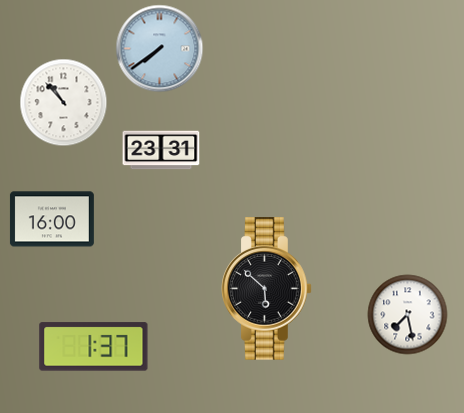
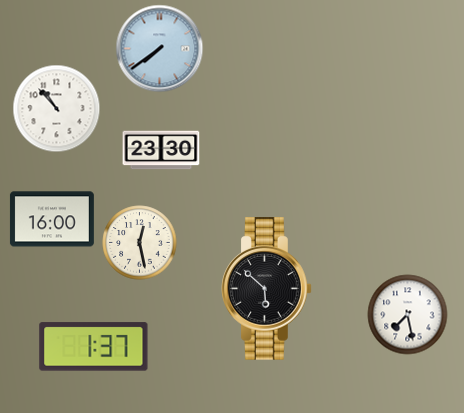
clock at (64, 103) position: (64, 103) -> (57, 109)
clock at (161, 150): 23:31 -> 23:30
clock at (140, 243): none -> 12:28
